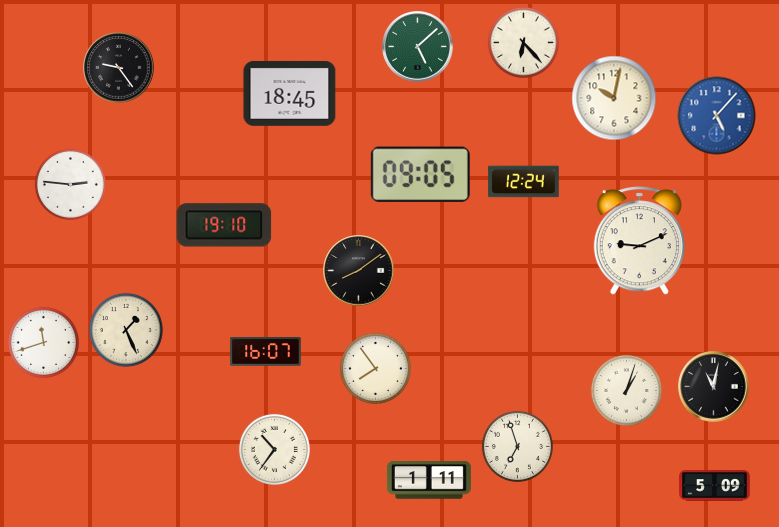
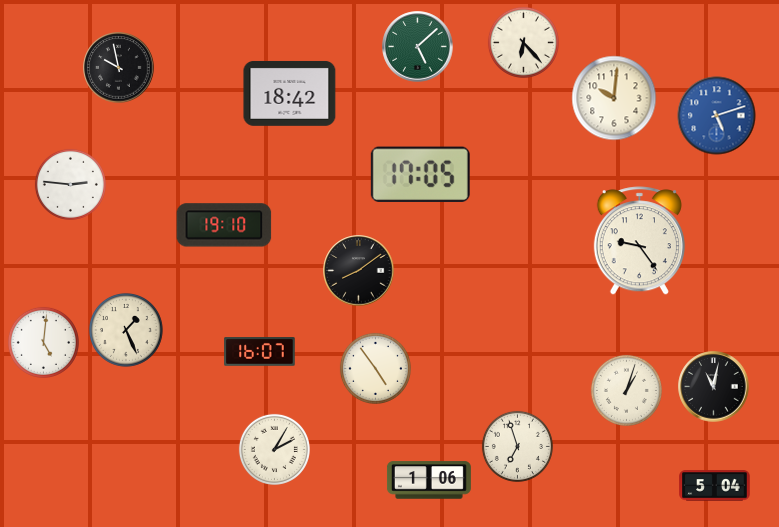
clock at (119, 68): 9:24 -> 9:58
clock at (290, 94): 18:45 -> 18:42
clock at (614, 98): 10:02 -> 10:01
clock at (717, 116): 5:07 -> 5:12
clock at (420, 174): 09:05 -> 17:05
clock at (524, 182): 12:24 -> none
clock at (639, 241): 9:11 -> 9:24
clock at (43, 342): 11:42 -> 5:01
clock at (266, 352) position: (266, 352) -> (260, 352)
clock at (375, 368): 7:54 -> 4:54
clock at (274, 449): 10:36 -> 2:05
clock at (429, 480): 1:11 -> 1:06
clock at (715, 486): 5:09 -> 5:04
